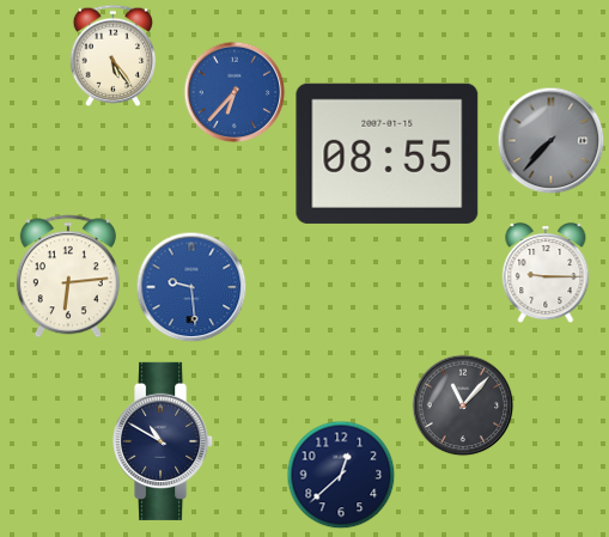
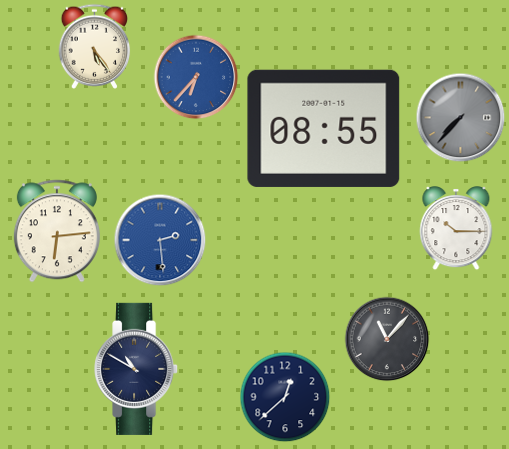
clock at (546, 274): 9:15 -> 10:15
clock at (191, 287): 9:29 -> 2:29
